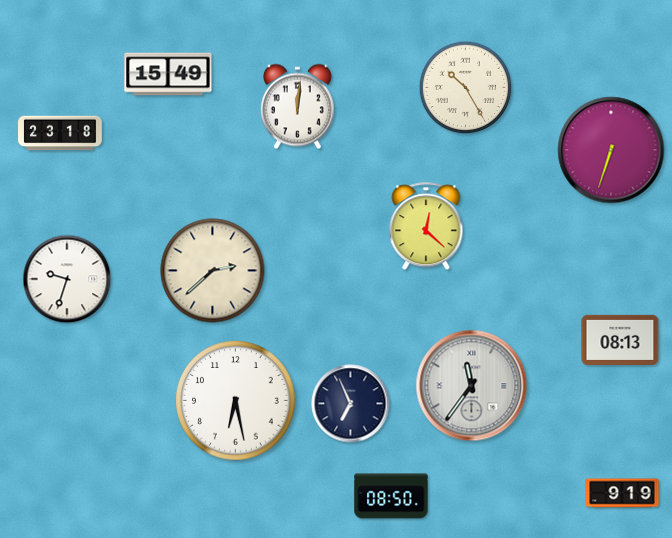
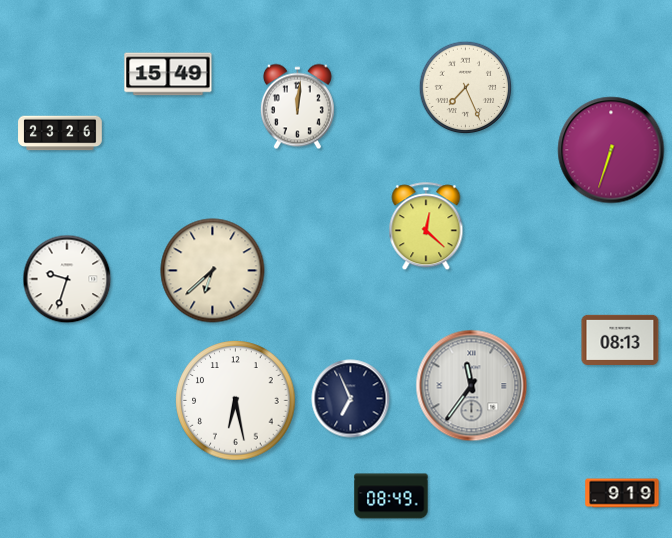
clock at (466, 88): 10:25 -> 7:26
clock at (60, 133): 23:18 -> 23:26
clock at (213, 271): 2:38 -> 6:38
clock at (351, 404) position: (351, 404) -> (351, 399)
clock at (391, 496): 08:50 -> 08:49
